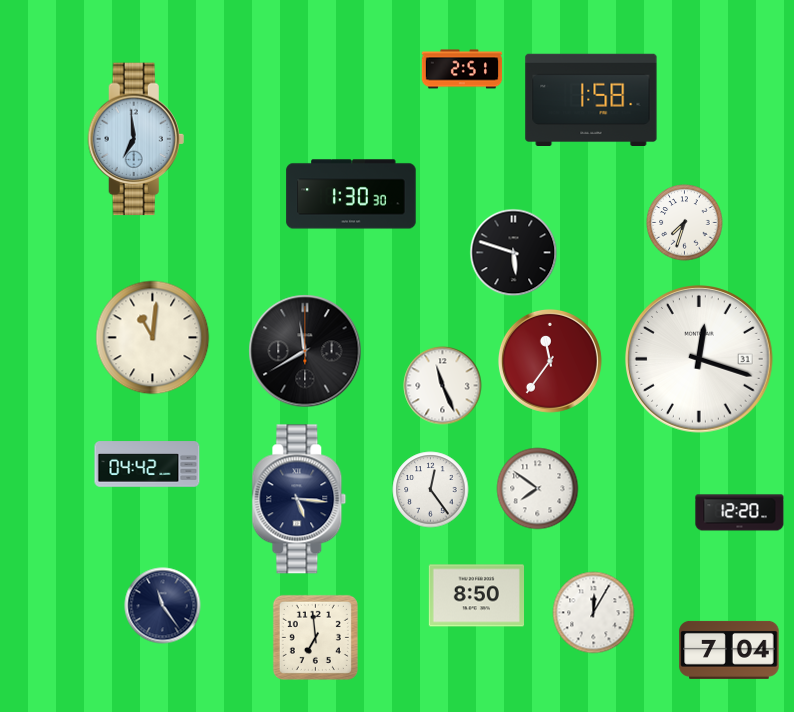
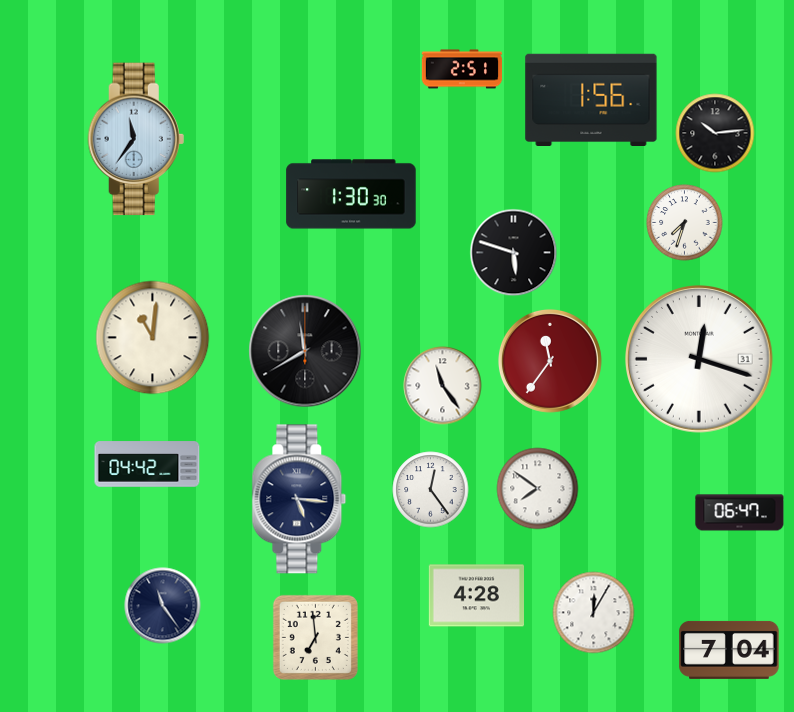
clock at (591, 99): 1:58 -> 1:56
clock at (715, 133): none -> 10:14
clock at (136, 139): 6:59 -> 11:36
clock at (443, 386): 11:26 -> 11:24
clock at (740, 513): 12:20 -> 06:47
clock at (476, 596): 8:50 -> 4:28
